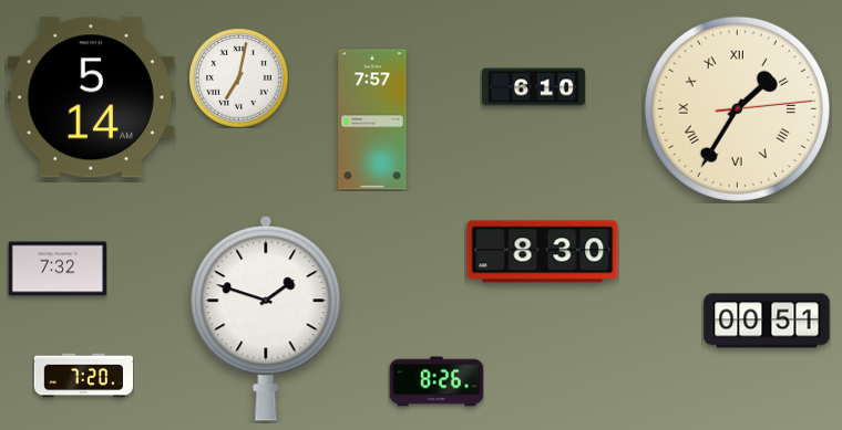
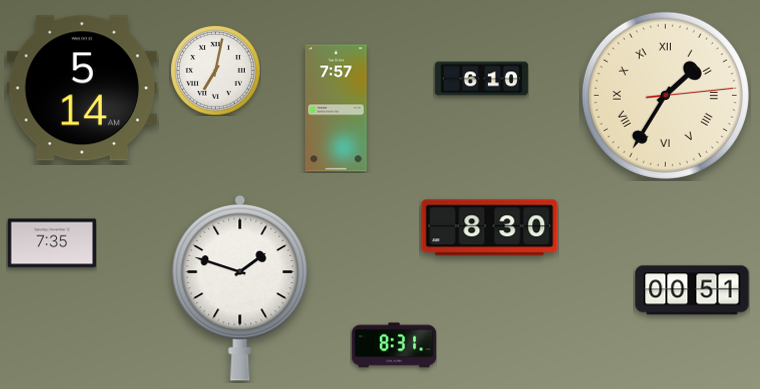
clock at (737, 108) position: (737, 108) -> (665, 95)
clock at (57, 269): 7:32 -> 7:35
clock at (83, 376): 7:20 -> none
clock at (437, 381): 8:26 -> 8:31
